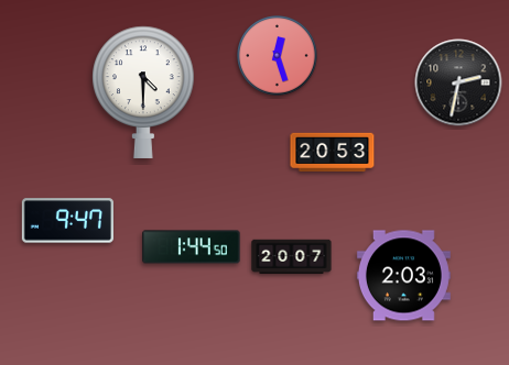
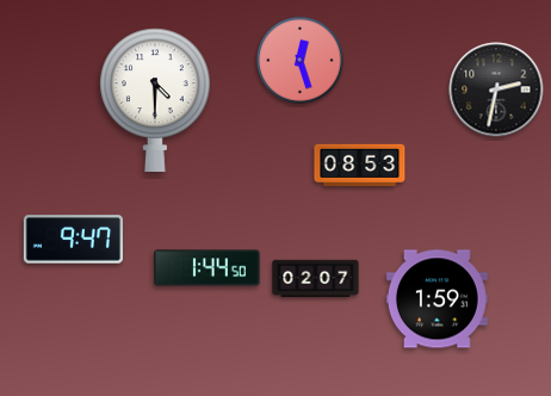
clock at (333, 152): 20:53 -> 08:53
clock at (292, 257): 20:07 -> 02:07
clock at (403, 276): 2:03 -> 1:59
